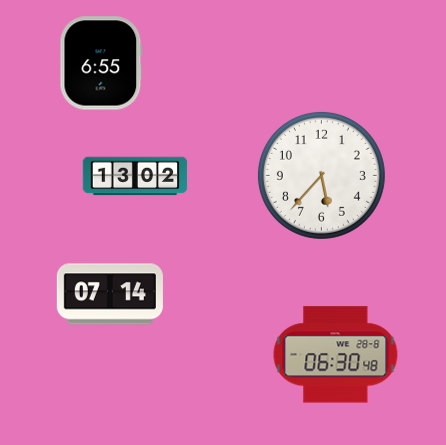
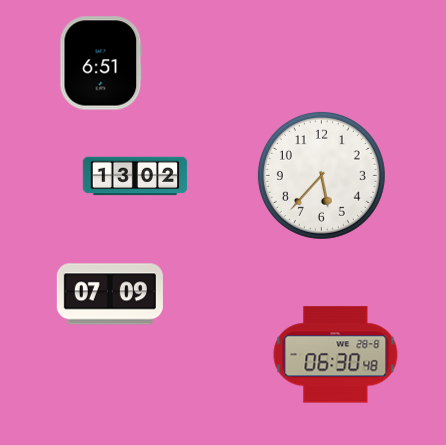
clock at (101, 63): 6:55 -> 6:51
clock at (110, 294): 07:14 -> 07:09
